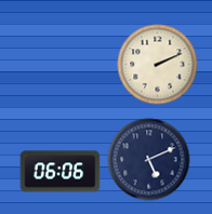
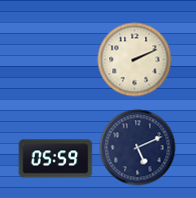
clock at (158, 65) position: (158, 65) -> (135, 60)
clock at (61, 172): 06:06 -> 05:59
